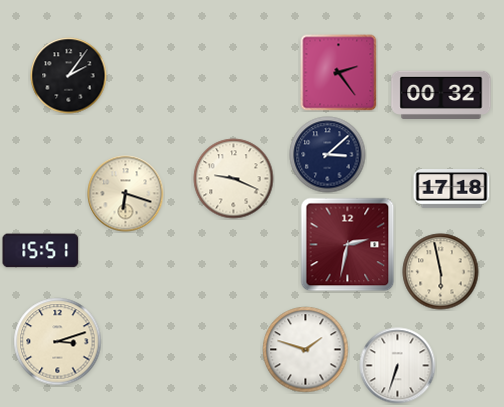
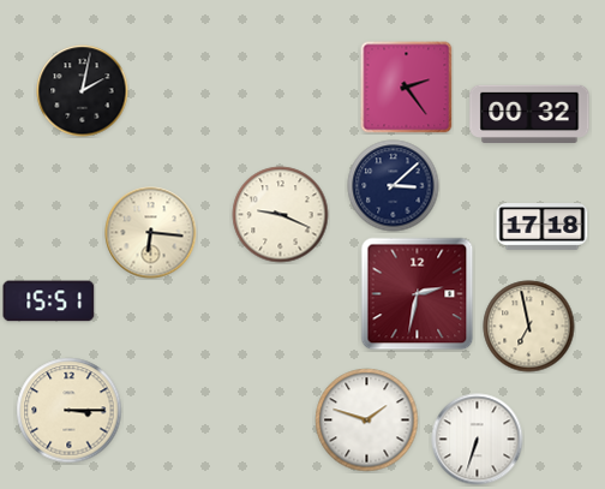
clock at (69, 76): 2:06 -> 2:02
clock at (126, 194): 6:18 -> 6:16
clock at (441, 272): 5:58 -> 6:58
clock at (58, 342): 3:12 -> 3:15
